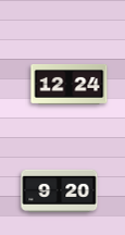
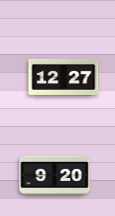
clock at (70, 84): 12:24 -> 12:27
